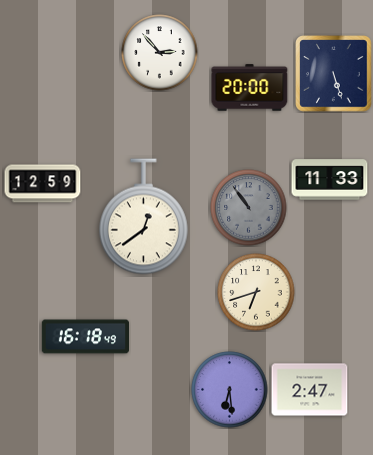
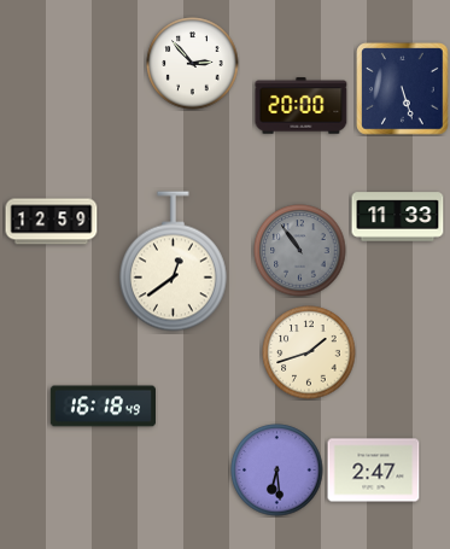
clock at (256, 292): 6:42 -> 1:42
